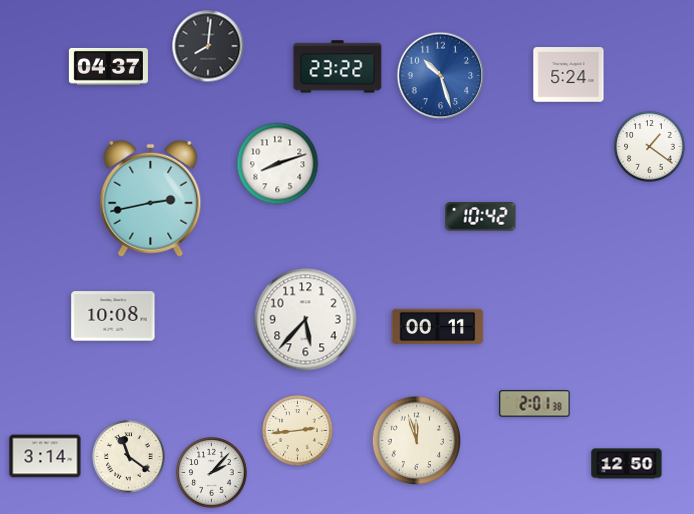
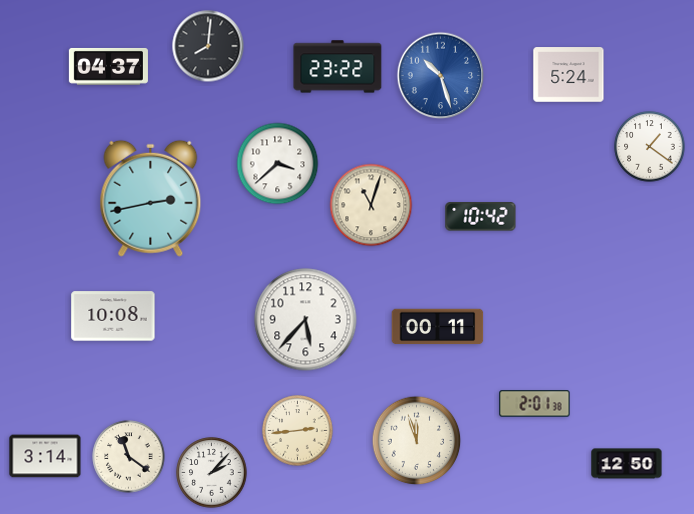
clock at (278, 164): 8:12 -> 3:38
clock at (371, 205): none -> 11:03
